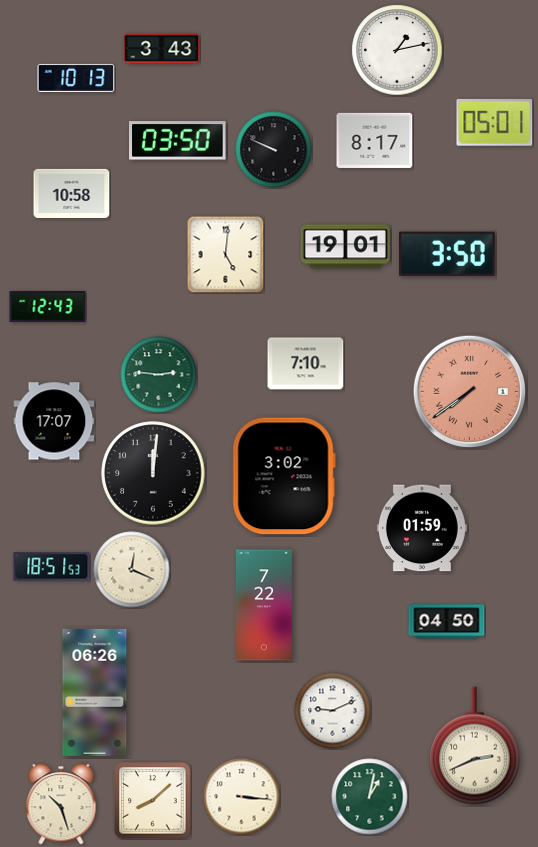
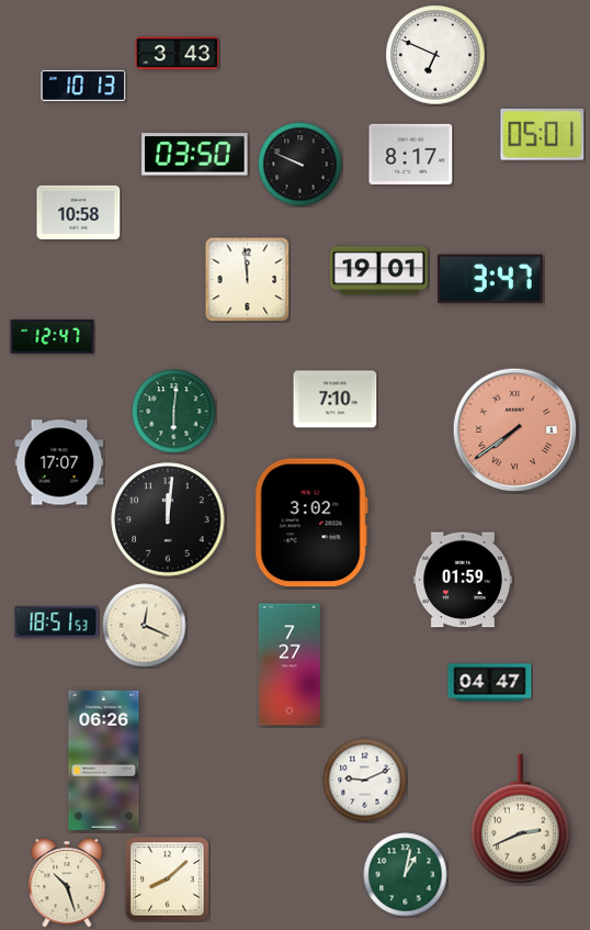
clock at (397, 50): 1:13 -> 6:49
clock at (225, 254): 5:01 -> 11:59
clock at (448, 254): 3:50 -> 3:47
clock at (48, 306): 12:43 -> 12:47
clock at (159, 375): 2:46 -> 6:01
clock at (264, 605): 7:22 -> 7:27
clock at (447, 622): 04:50 -> 04:47
clock at (242, 797): 3:16 -> none
